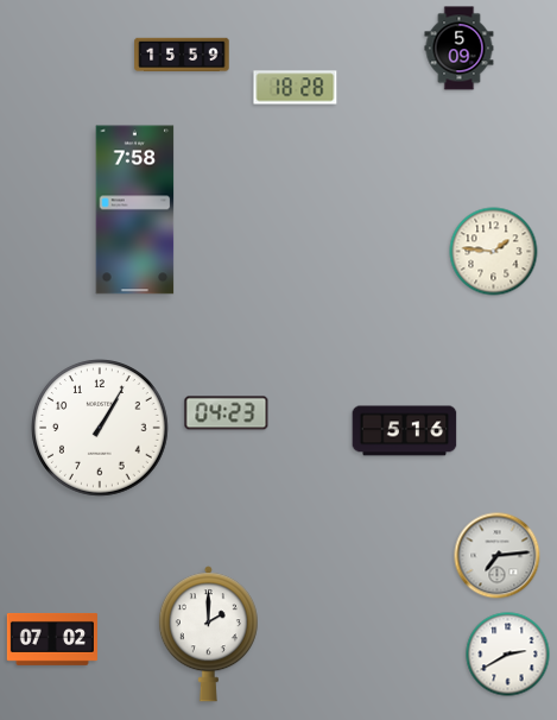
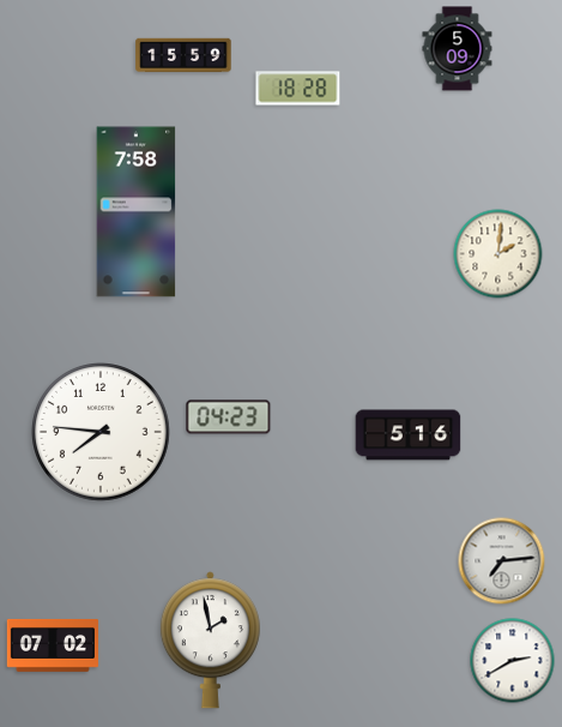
clock at (460, 49) position: (460, 49) -> (458, 49)
clock at (494, 252): 1:46 -> 2:01
clock at (101, 429): 1:05 -> 7:46
clock at (208, 634): 2:00 -> 1:58
